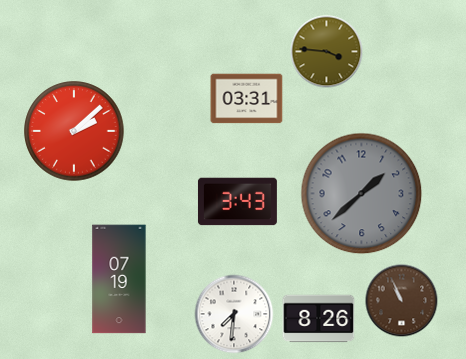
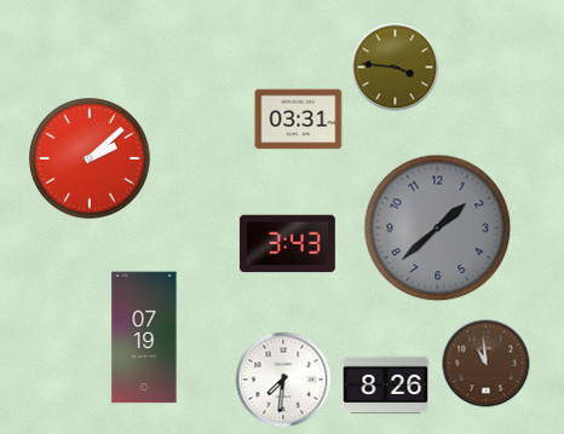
clock at (327, 52) position: (327, 52) -> (396, 68)
clock at (362, 194) position: (362, 194) -> (438, 228)
clock at (402, 301): 10:56 -> 10:59
